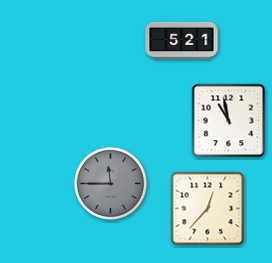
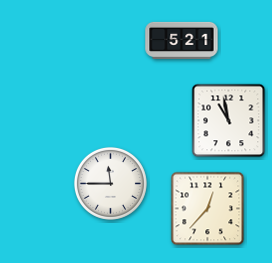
clock at (110, 183) dial: grey -> white
